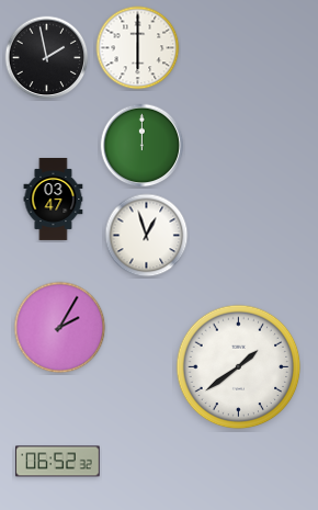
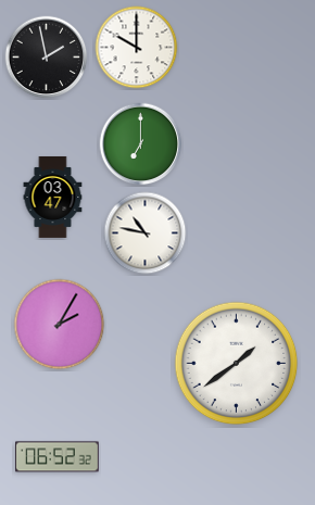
clock at (138, 48): 6:00 -> 10:00
clock at (143, 146): 12:00 -> 7:00
clock at (147, 236): 12:57 -> 10:47
